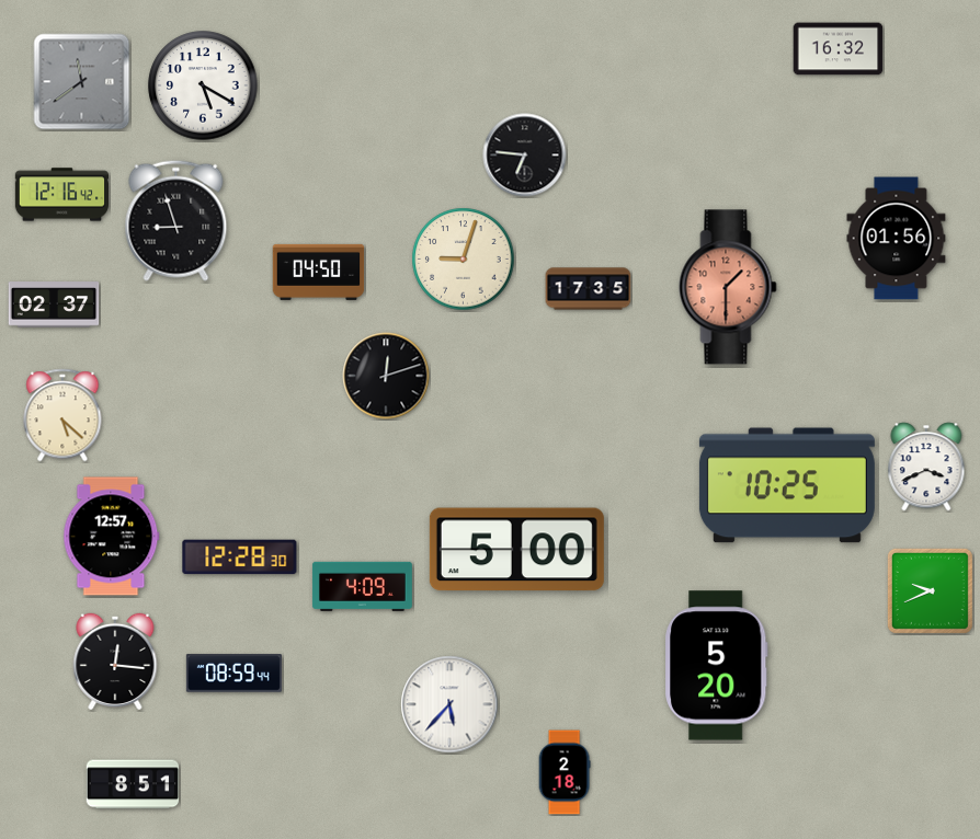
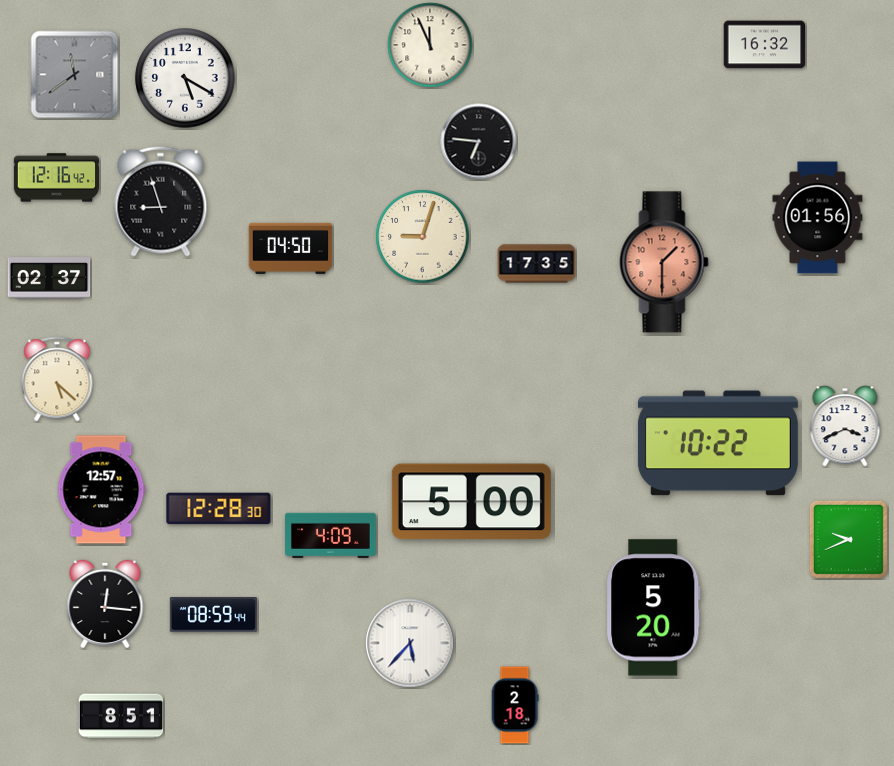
clock at (430, 45): none -> 11:56
clock at (386, 376): 12:12 -> none
clock at (787, 485): 10:25 -> 10:22
